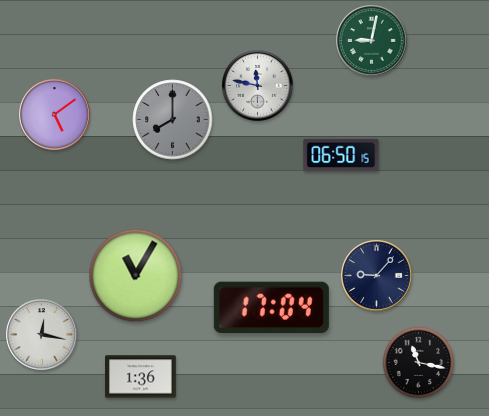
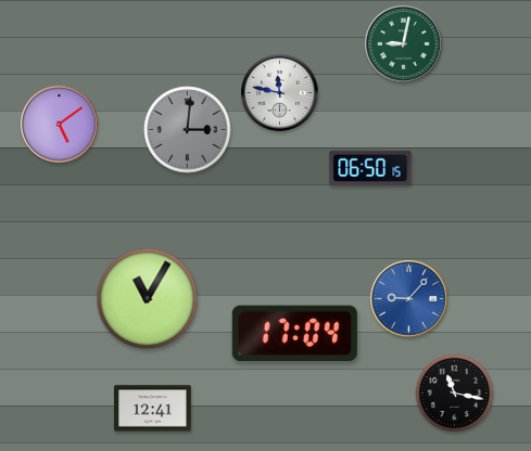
clock at (173, 120): 8:00 -> 3:01
clock at (377, 276) dial: navy -> blue
clock at (42, 335): 12:17 -> none
clock at (141, 377): 1:36 -> 12:41
